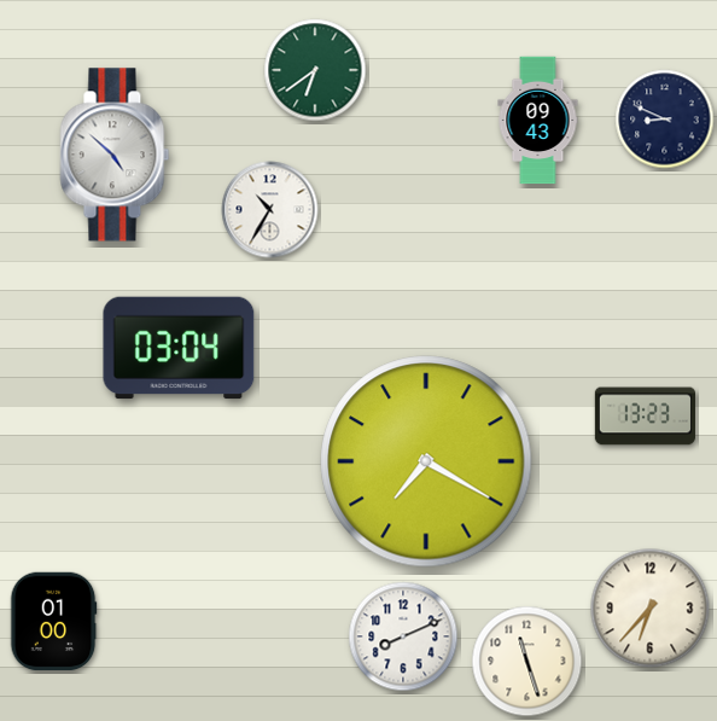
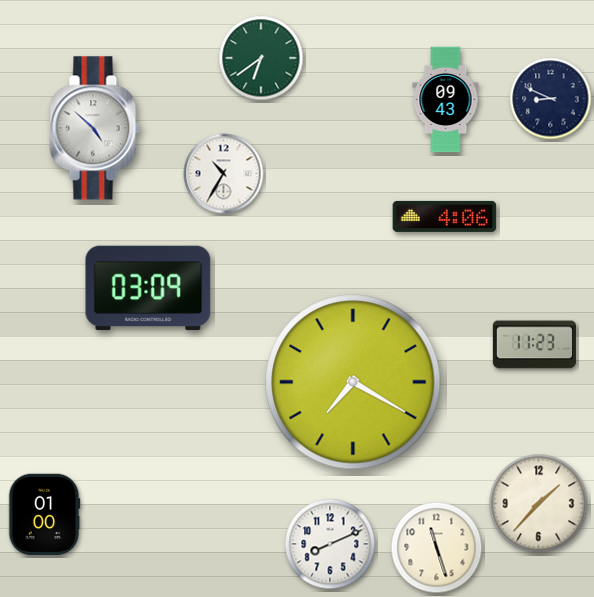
clock at (445, 216): none -> 4:06
clock at (179, 348): 03:04 -> 03:09
clock at (645, 417): 13:23 -> 11:23
clock at (651, 609): 6:37 -> 1:37
clock at (403, 636) position: (403, 636) -> (330, 544)
